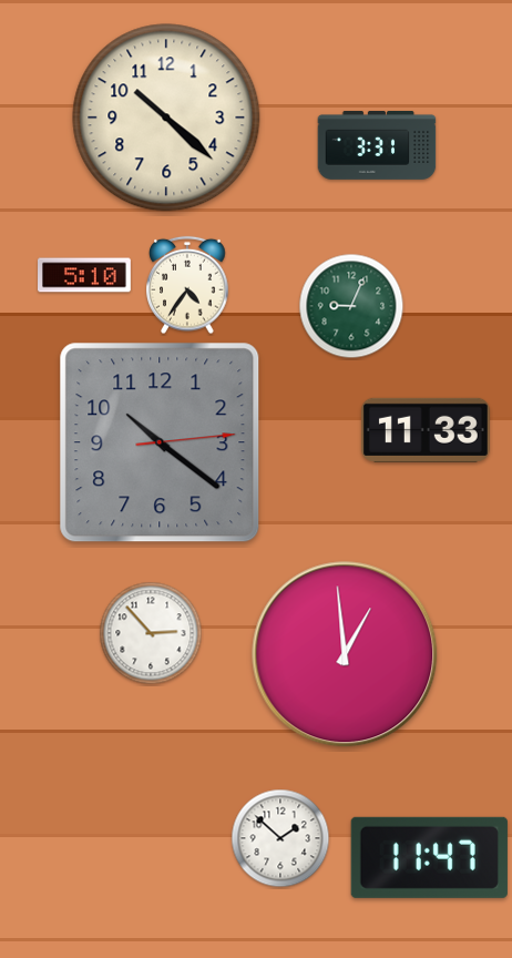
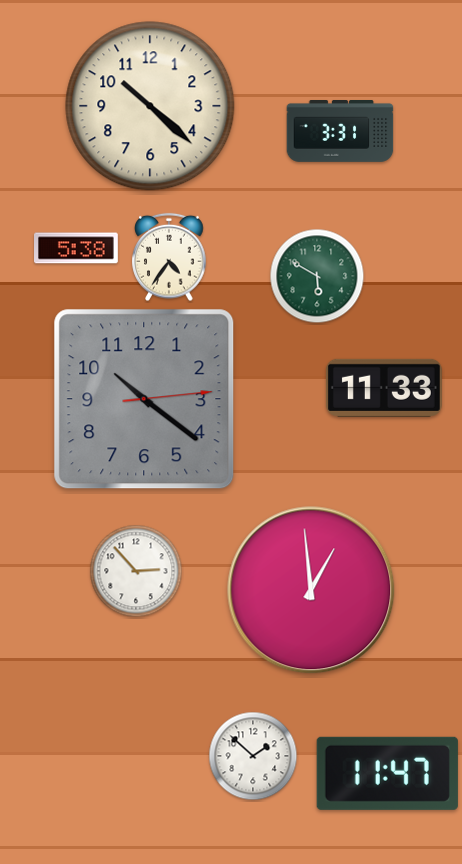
clock at (85, 275): 5:10 -> 5:38
clock at (351, 306): 9:04 -> 5:50
